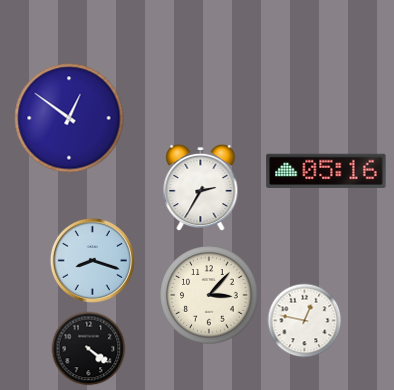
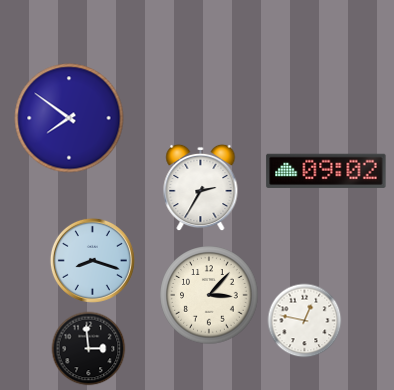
clock at (69, 118): 12:51 -> 7:51
clock at (326, 171): 05:16 -> 09:02
clock at (89, 349): 4:21 -> 2:59
